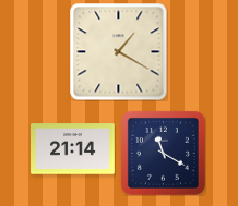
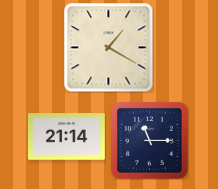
clock at (163, 153): 11:20 -> 11:15
